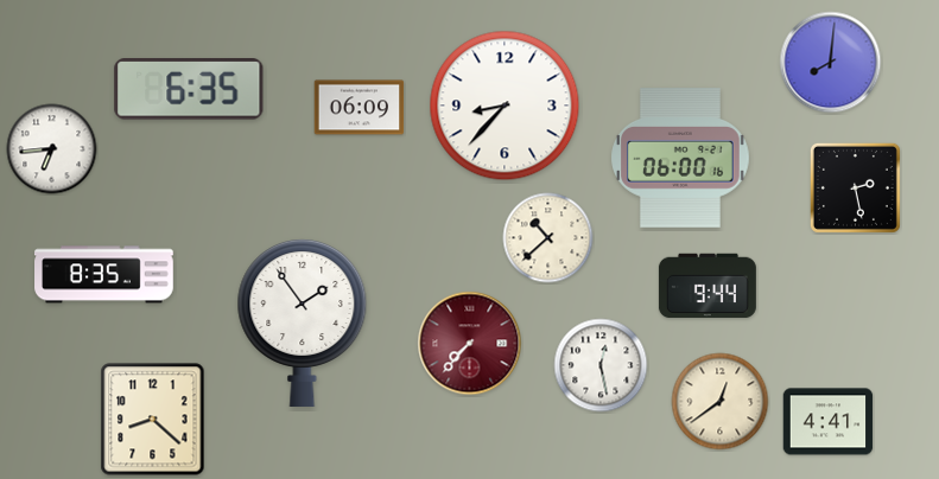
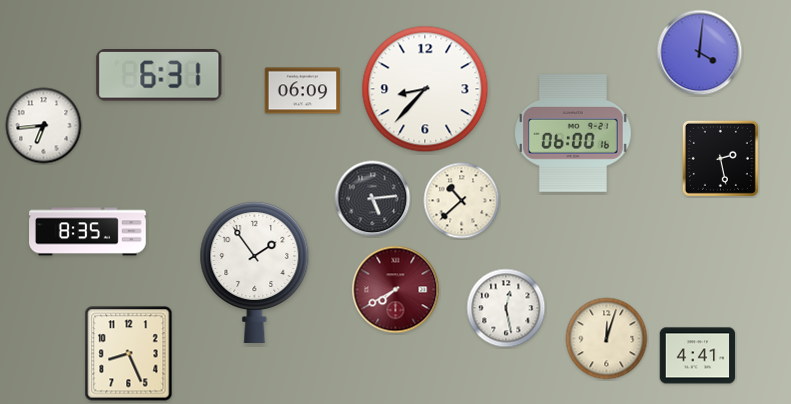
clock at (831, 63): 8:01 -> 4:01
clock at (189, 90): 6:35 -> 6:31
clock at (373, 199): none -> 5:14
clock at (708, 286): 9:44 -> none
clock at (470, 344): 7:37 -> 7:40
clock at (721, 402): 12:39 -> 12:03
clock at (153, 420): 8:22 -> 8:26
